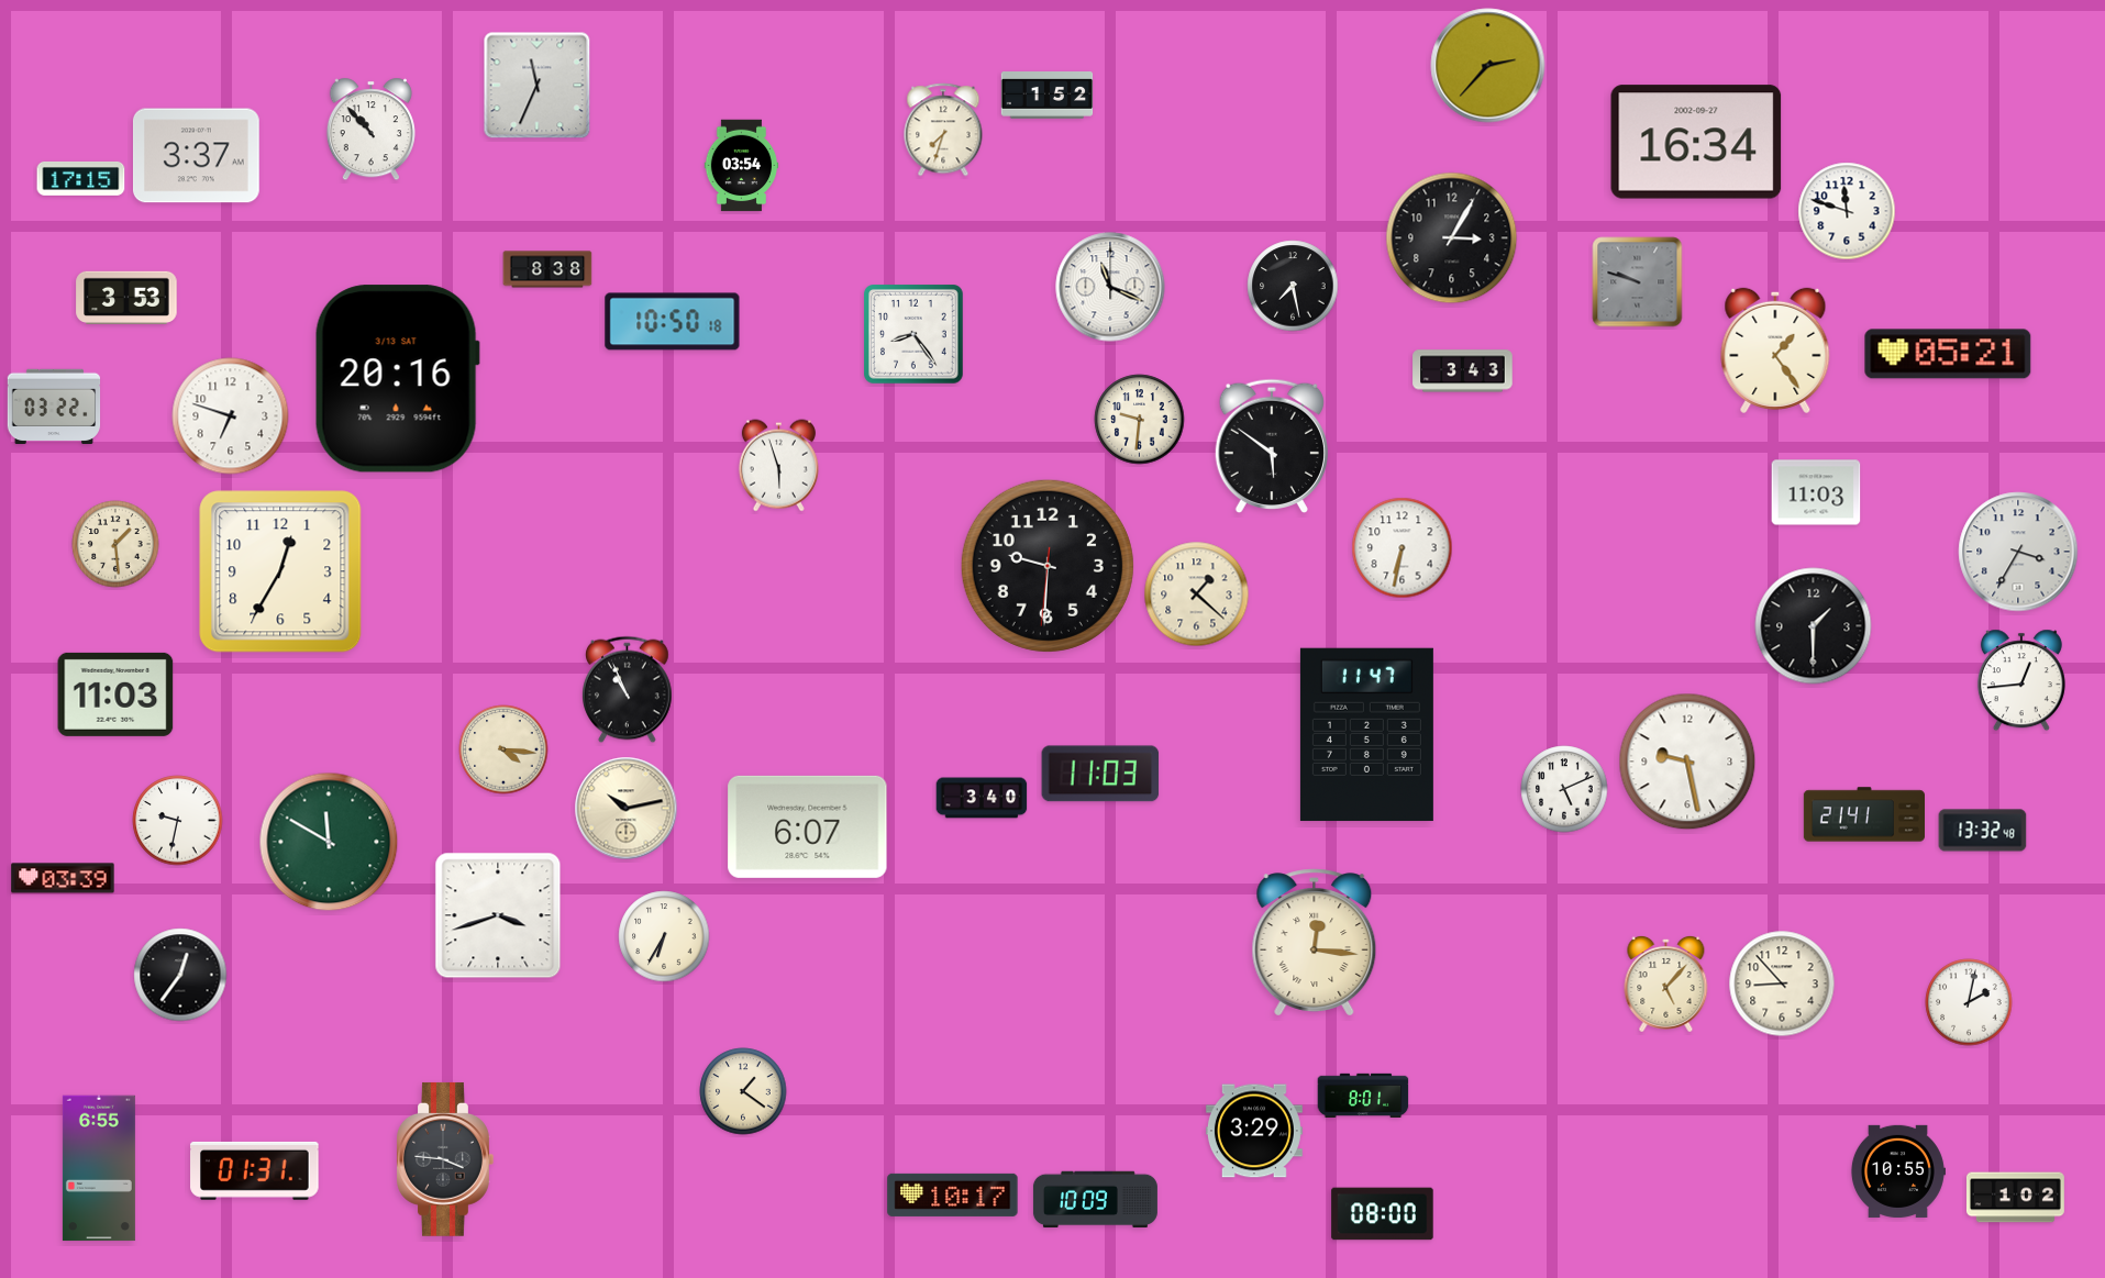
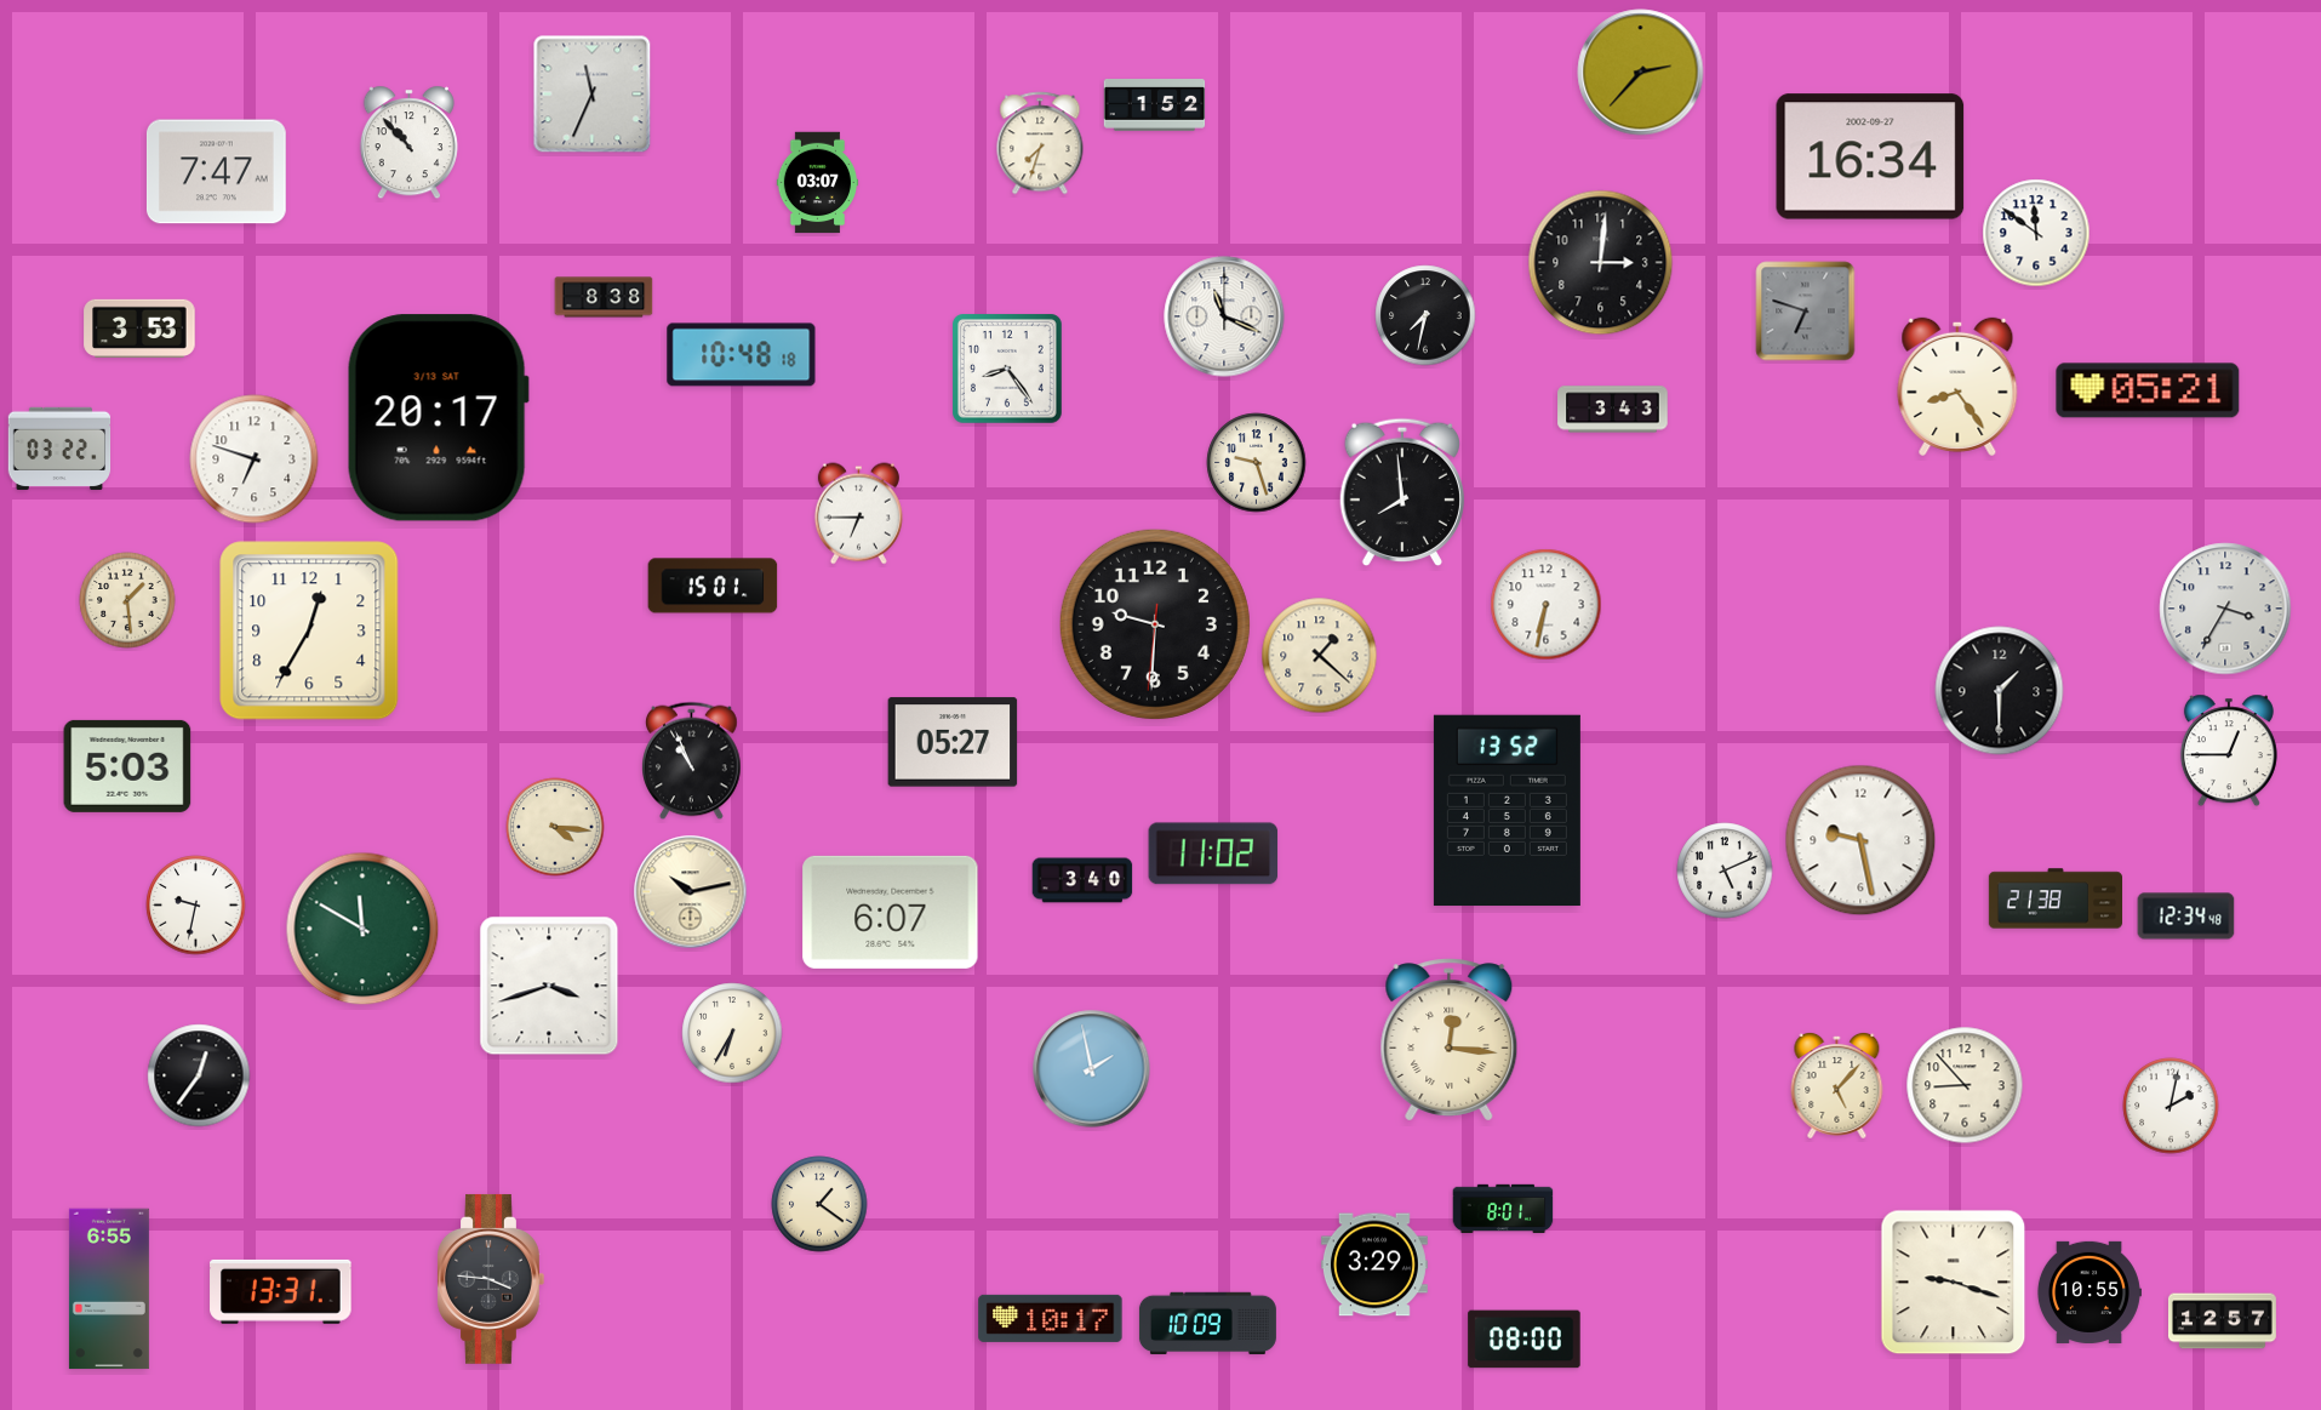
clock at (196, 156): 3:37 -> 7:47
clock at (742, 166): 03:54 -> 03:07
clock at (81, 178): 17:15 -> none
clock at (1847, 211): 11:48 -> 11:51
clock at (1452, 238): 3:05 -> 3:01
clock at (1638, 282): 9:48 -> 6:48
clock at (1293, 286): 7:28 -> 7:32
clock at (673, 322): 10:50 -> 10:48
clock at (1775, 351): 1:24 -> 8:24
clock at (397, 379): 20:16 -> 20:17
clock at (1140, 420): 9:31 -> 9:27
clock at (1271, 446): 5:51 -> 7:59
clock at (778, 466): 5:57 -> 6:45
clock at (1816, 492): 11:03 -> none
clock at (713, 586): none -> 15:01
clock at (953, 742): none -> 05:27
clock at (2021, 680): 12:44 -> 12:45
clock at (115, 694): 11:03 -> 5:03
clock at (1366, 735): 11:47 -> 13:52
clock at (1100, 774): 11:03 -> 11:02
clock at (1863, 814): 21:41 -> 21:38
clock at (1983, 831): 13:32 -> 12:34
clock at (63, 878): 03:39 -> none
clock at (498, 915) position: (498, 915) -> (549, 986)
clock at (1092, 1069): none -> 1:58
clock at (1254, 1131) position: (1254, 1131) -> (1374, 1265)
clock at (1954, 1283): none -> 9:18
clock at (255, 1170): 01:31 -> 13:31
clock at (1897, 1171) position: (1897, 1171) -> (2088, 1292)
clock at (2015, 1198): 1:02 -> 12:57
